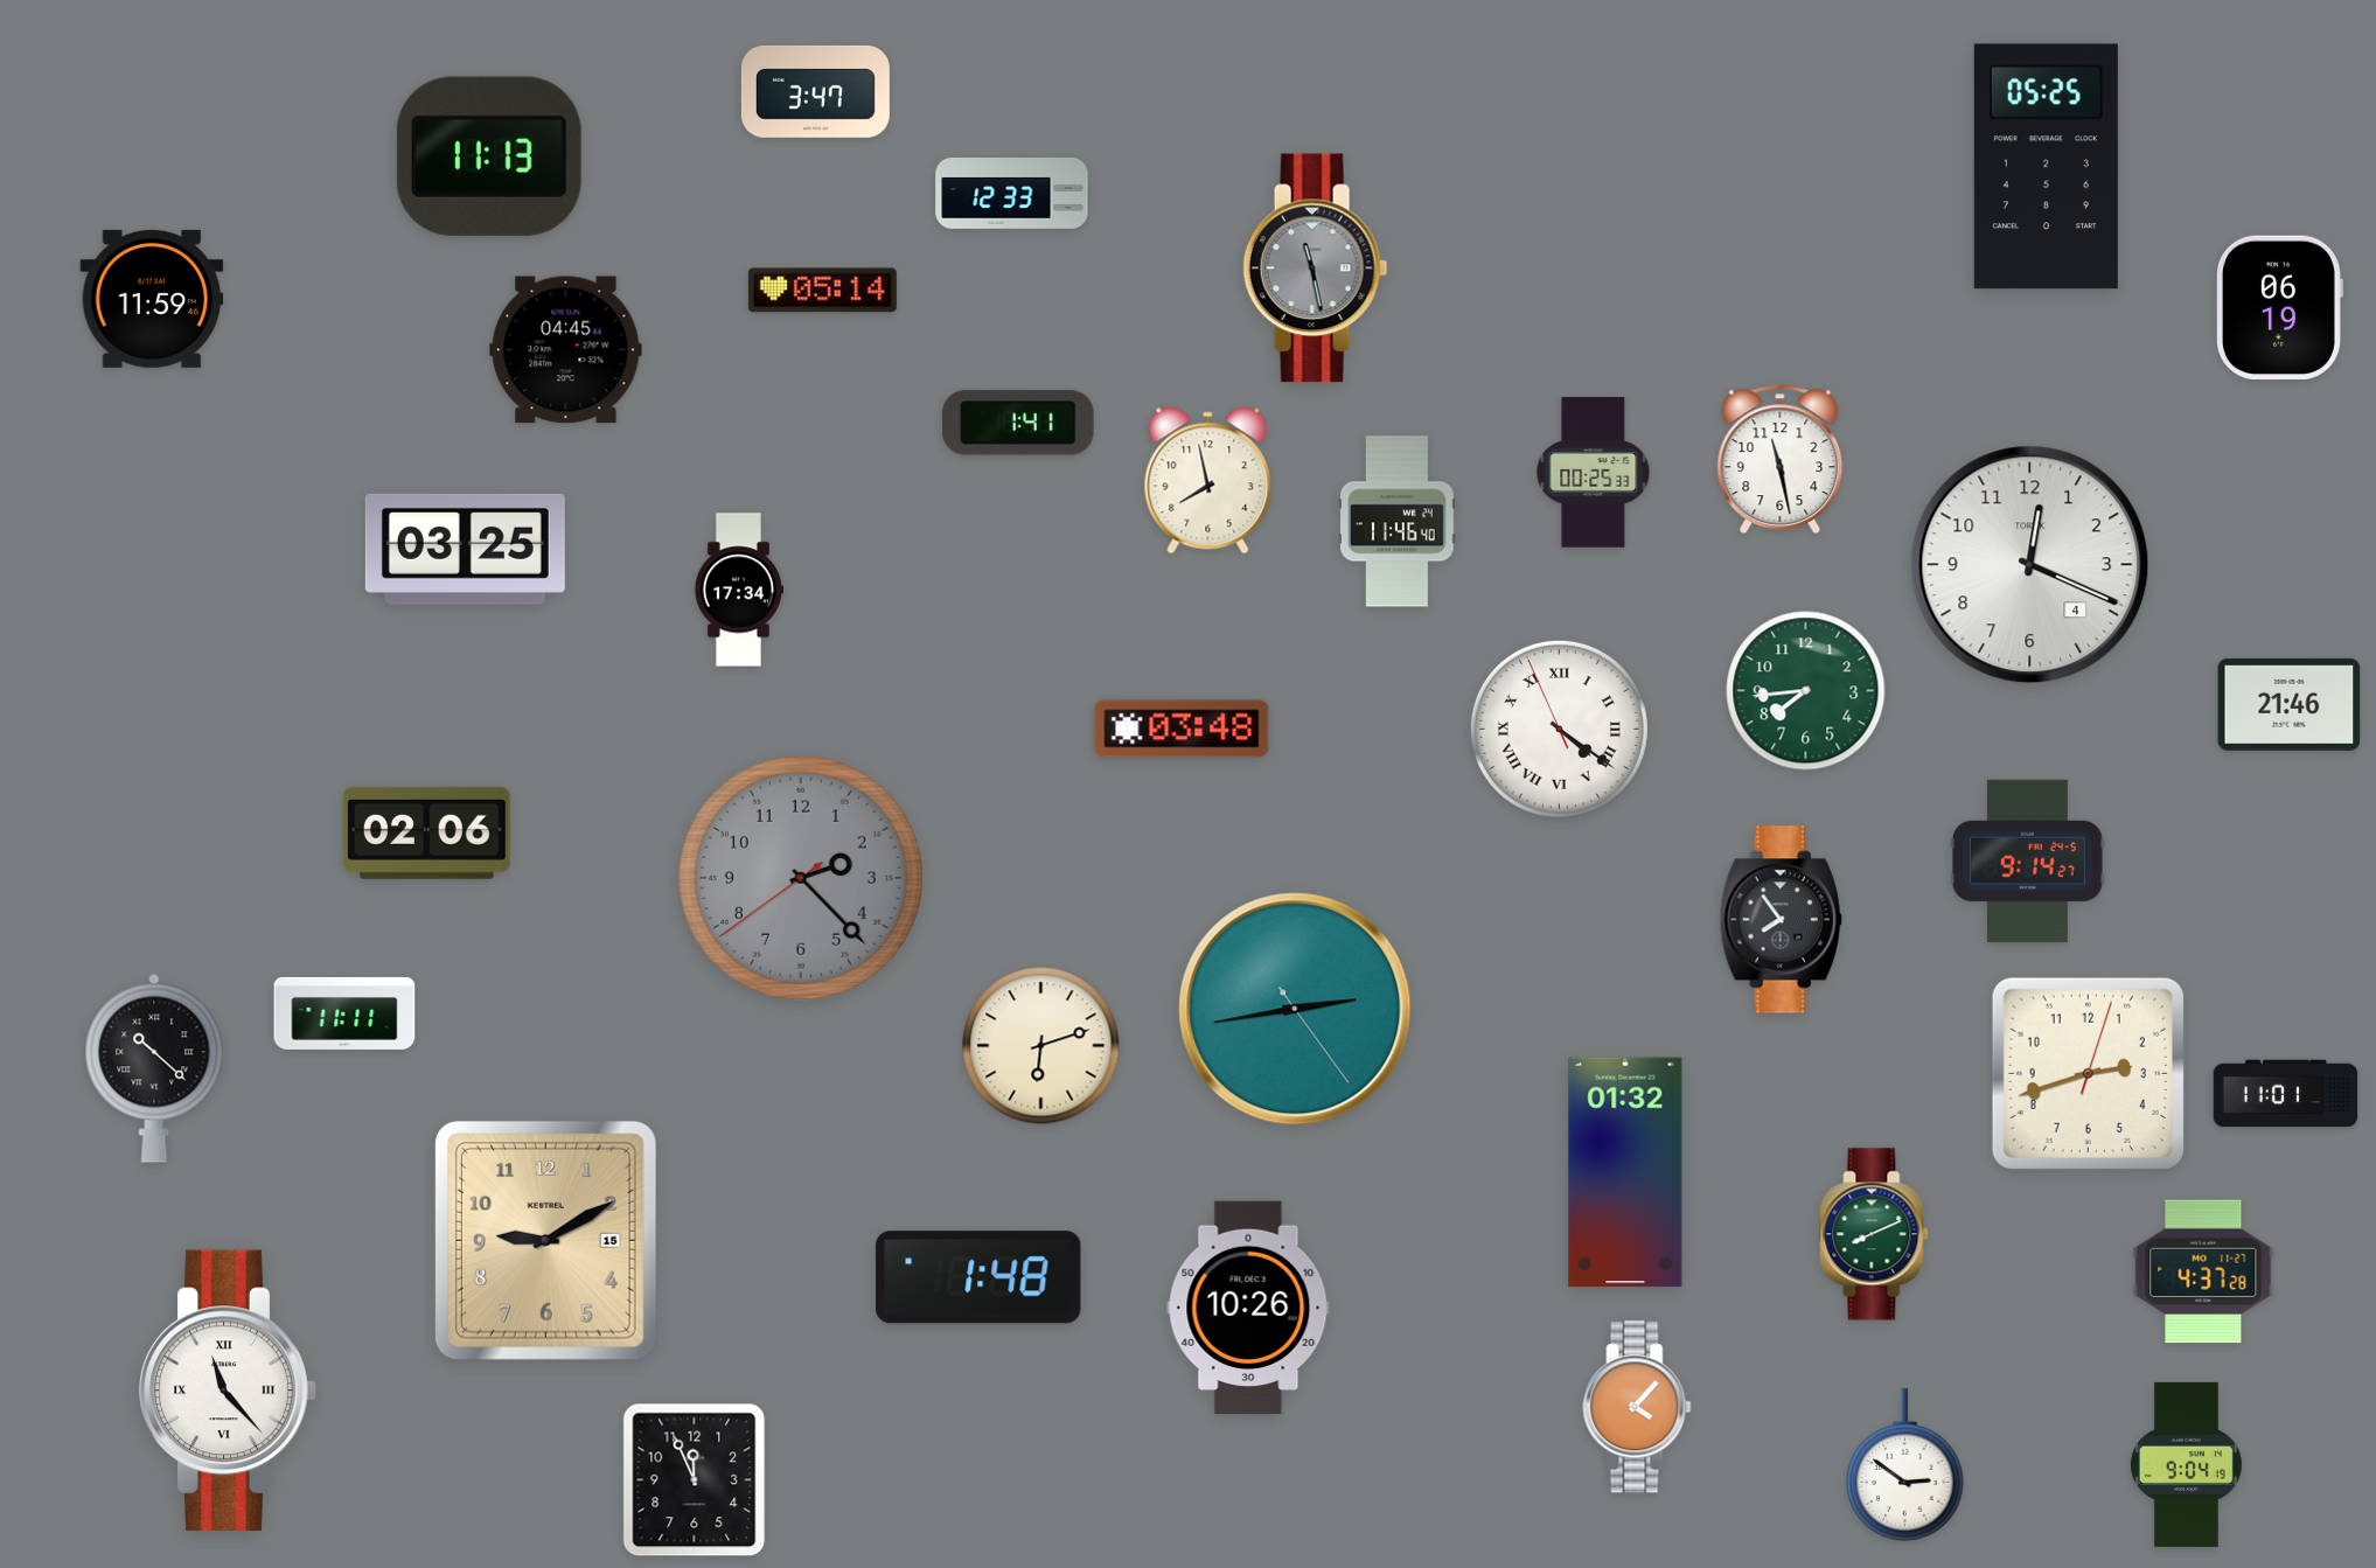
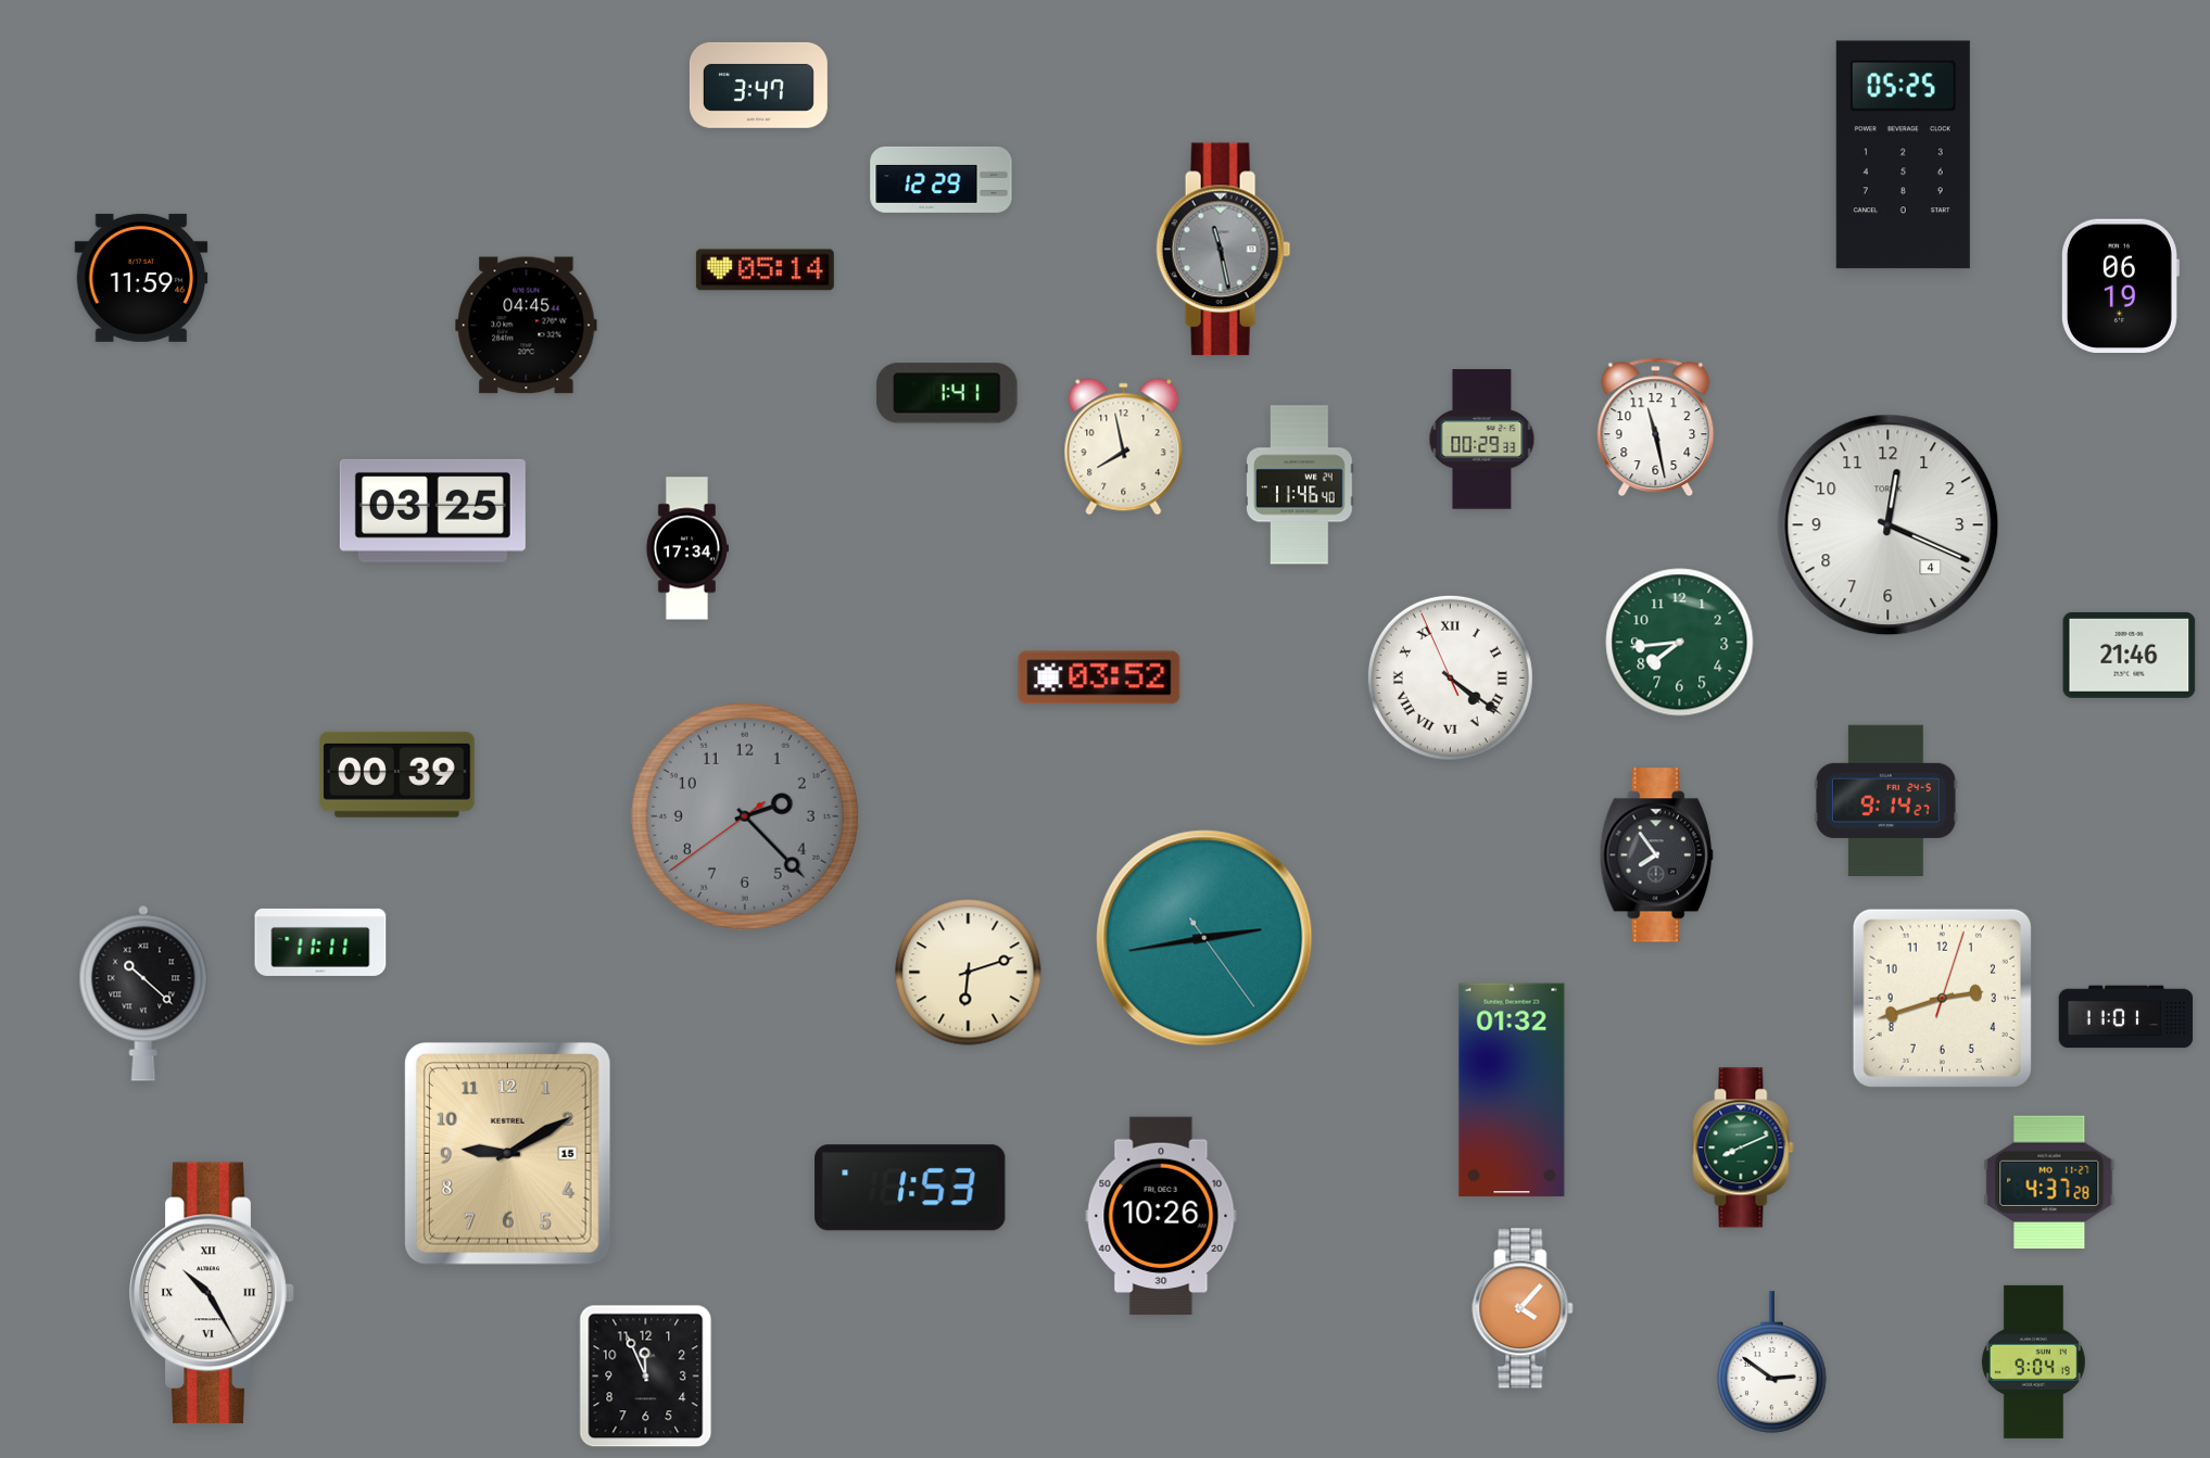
clock at (489, 156): 11:13 -> none
clock at (1012, 193): 12:33 -> 12:29
clock at (1594, 473): 00:25 -> 00:29
clock at (1182, 729): 03:48 -> 03:52
clock at (426, 832): 02:06 -> 00:39
clock at (978, 1277): 1:48 -> 1:53
clock at (228, 1391): 11:23 -> 10:25
